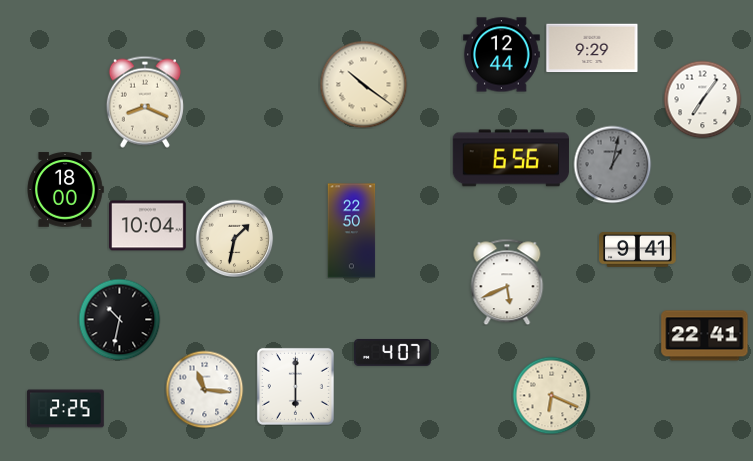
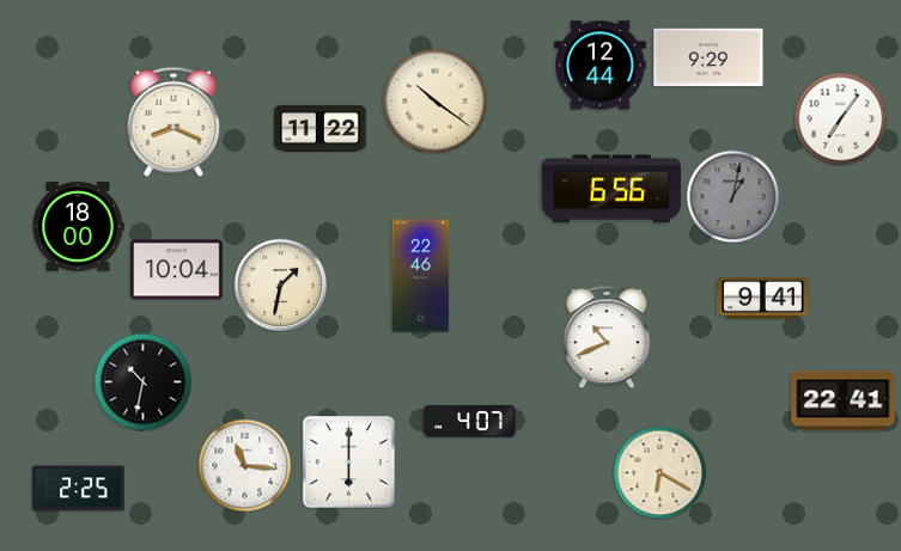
clock at (321, 128): none -> 11:22
clock at (352, 231): 22:50 -> 22:46
clock at (507, 282): 5:41 -> 10:41
clock at (295, 386) position: (295, 386) -> (348, 461)
clock at (551, 395): 6:19 -> 6:20
